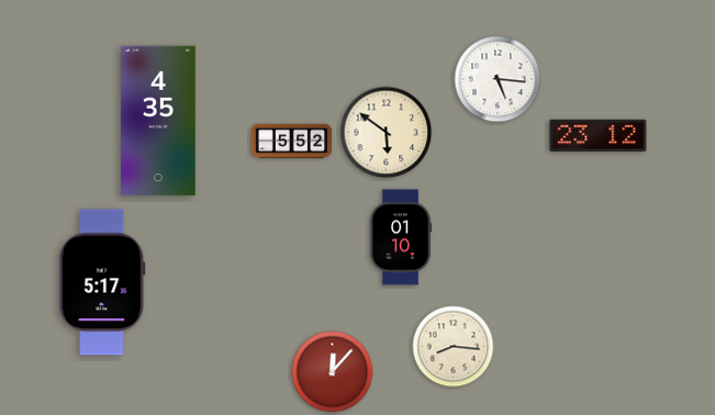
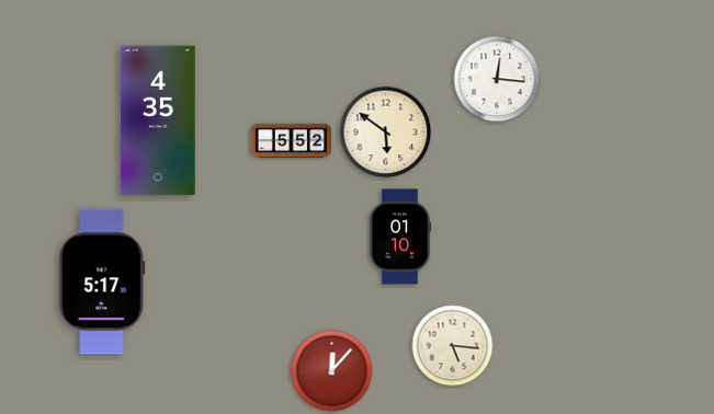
clock at (498, 79): 5:16 -> 12:16
clock at (599, 135): 23:12 -> none
clock at (454, 347): 8:16 -> 5:16
